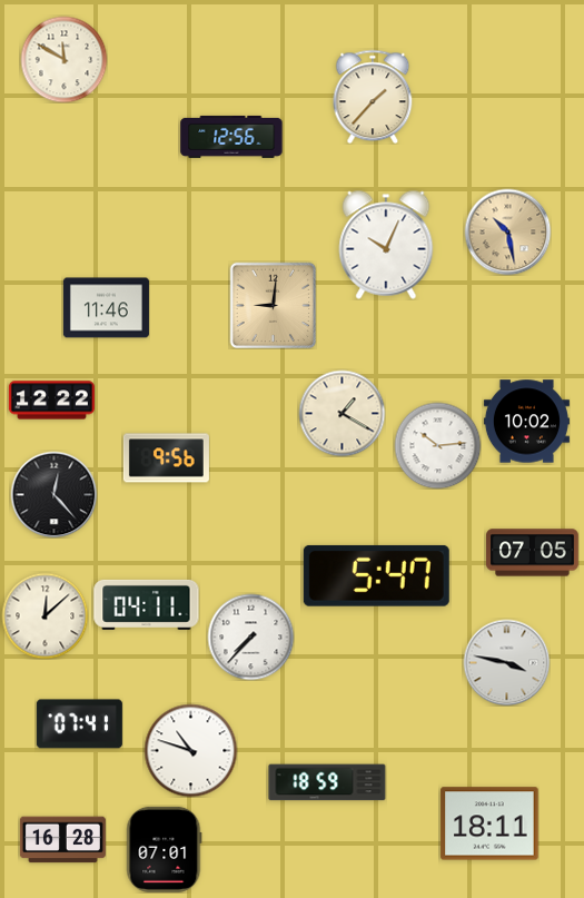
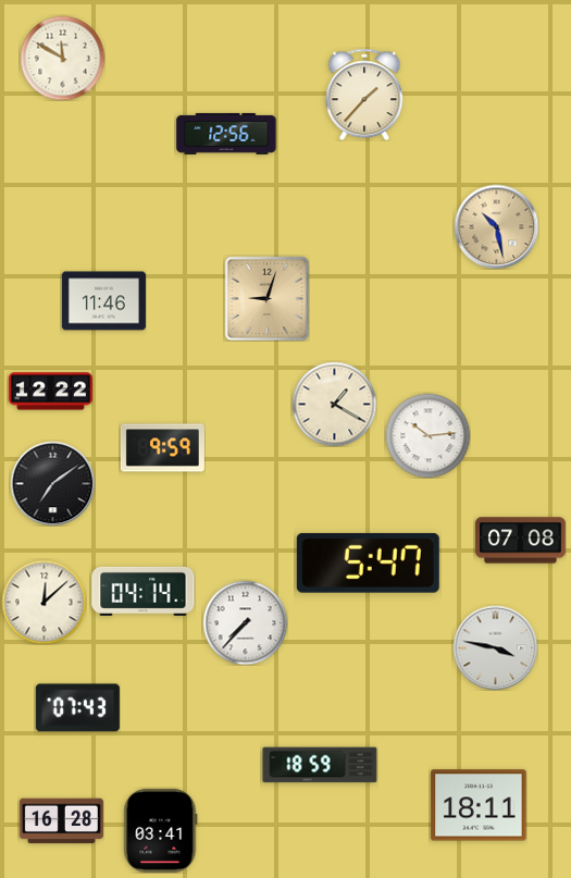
clock at (386, 245): 10:04 -> none
clock at (273, 305): 9:01 -> 9:03
clock at (526, 422): 10:02 -> none
clock at (166, 458): 9:56 -> 9:59
clock at (53, 494): 12:23 -> 7:09
clock at (533, 553): 07:05 -> 07:08
clock at (147, 604): 04:11 -> 04:14
clock at (79, 724): 07:41 -> 07:43
clock at (190, 750): 10:48 -> none
clock at (165, 849): 07:01 -> 03:41
